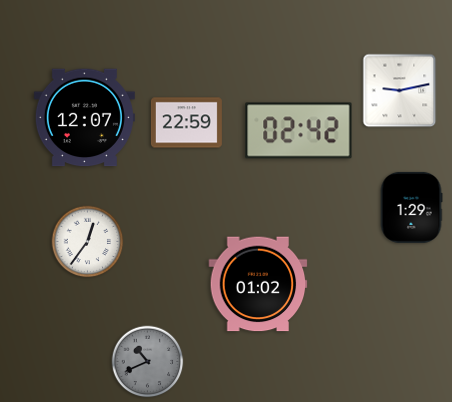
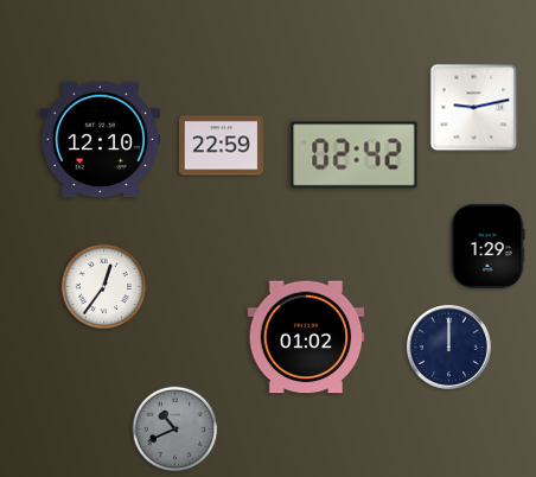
clock at (84, 118): 12:07 -> 12:10
clock at (448, 346): none -> 12:00
